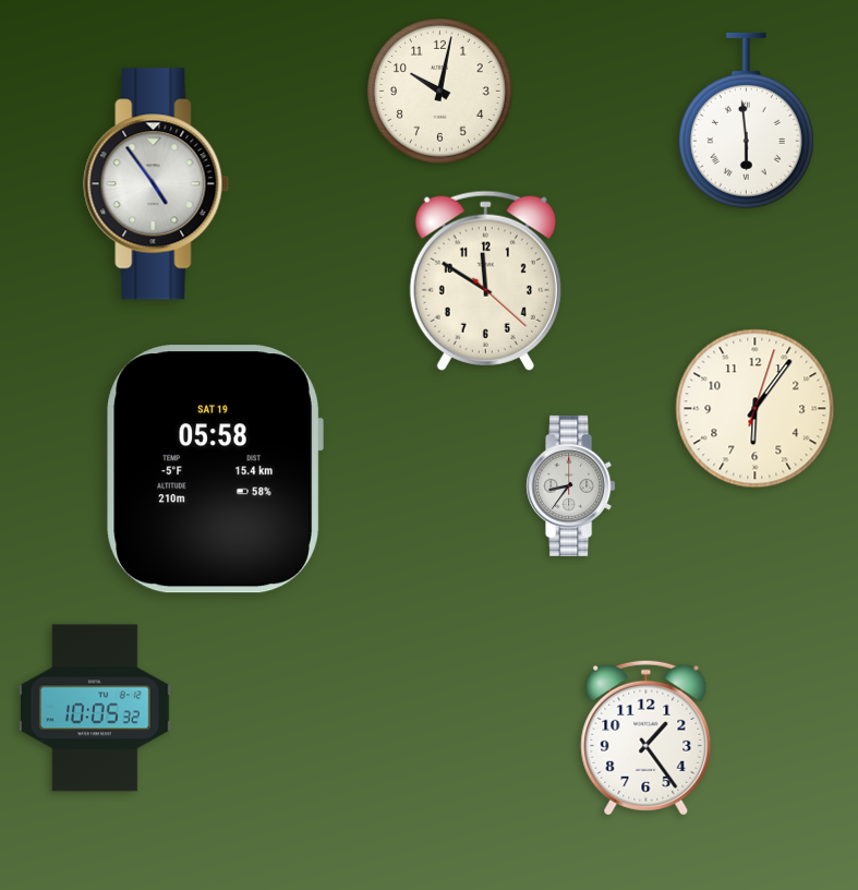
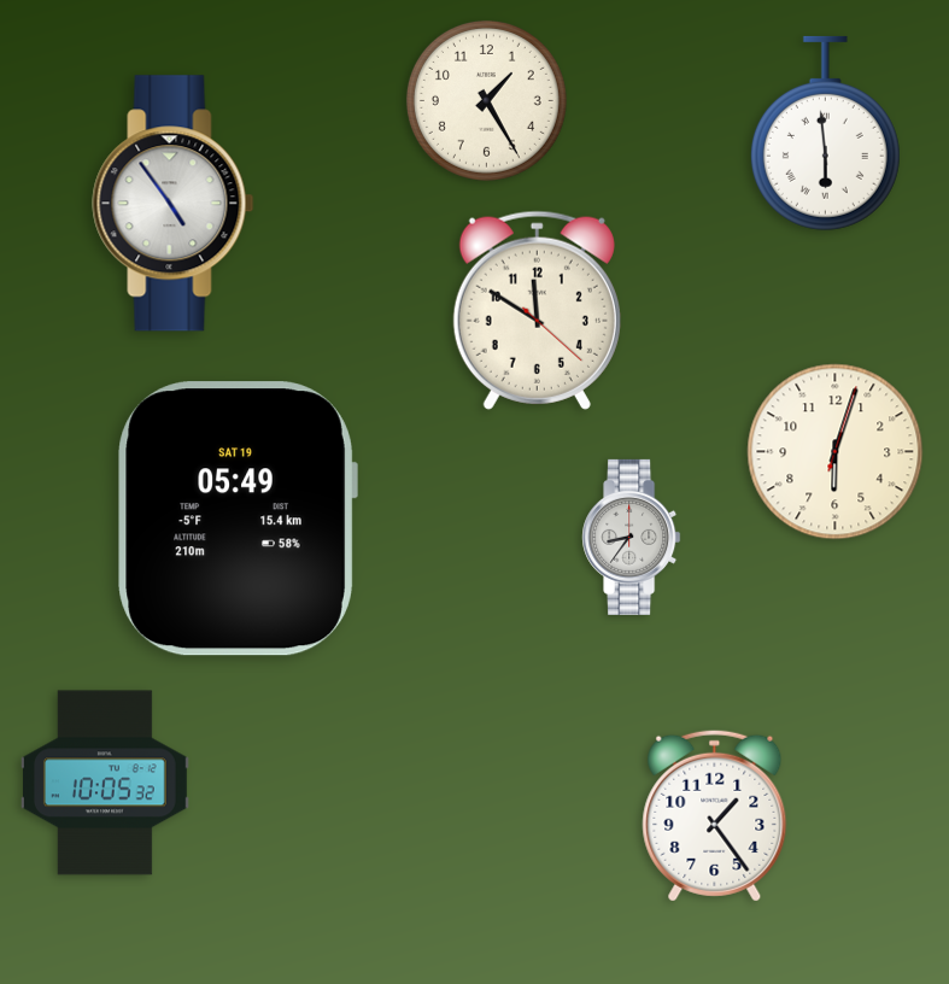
clock at (439, 91): 10:02 -> 1:25
clock at (756, 409): 6:06 -> 6:03
clock at (215, 469): 05:58 -> 05:49
